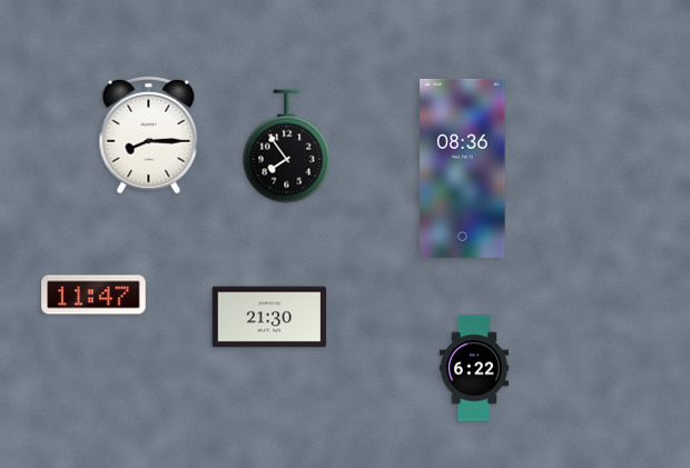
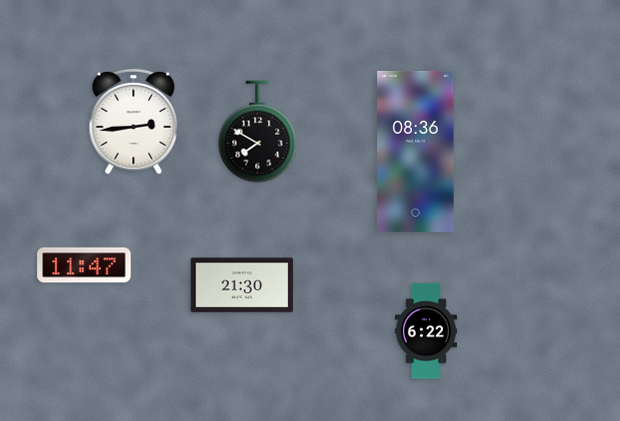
clock at (149, 136): 8:15 -> 2:44
clock at (287, 147): 7:54 -> 7:50
